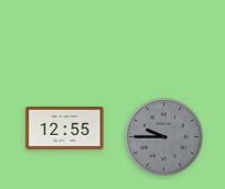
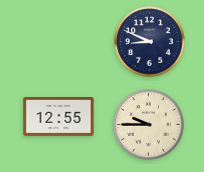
clock at (150, 42): none -> 8:49
clock at (164, 137) dial: grey -> cream
